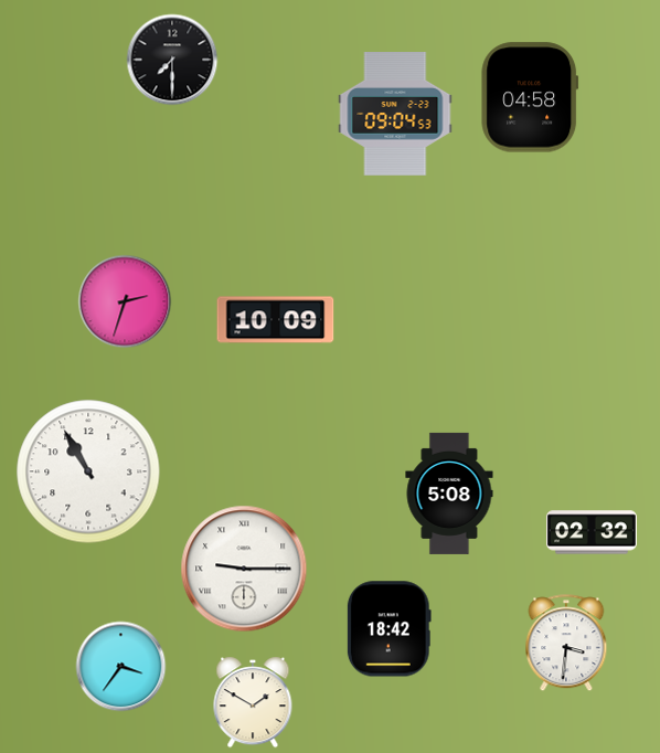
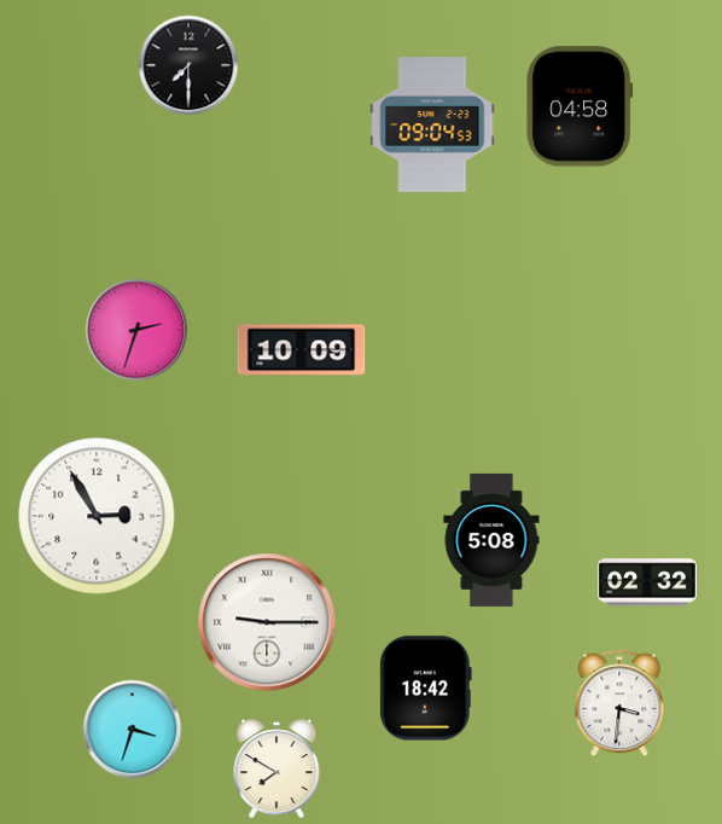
clock at (88, 471): 10:55 -> 2:55
clock at (121, 667): 3:36 -> 3:33
clock at (253, 702): 1:50 -> 7:50
